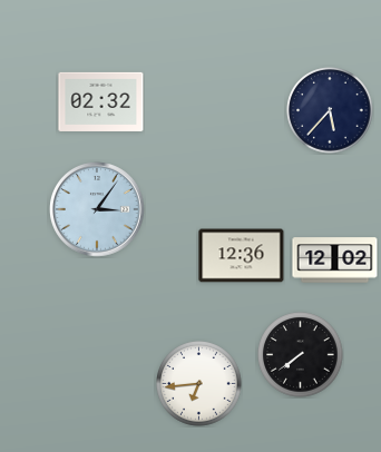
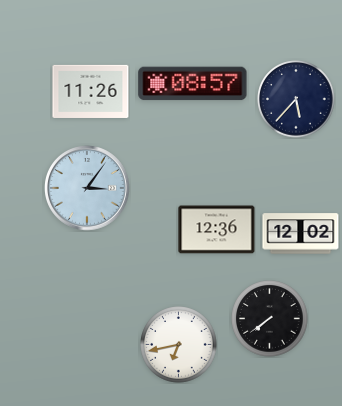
clock at (193, 84): none -> 08:57
clock at (101, 101): 02:32 -> 11:26
clock at (199, 384): 6:44 -> 6:43
